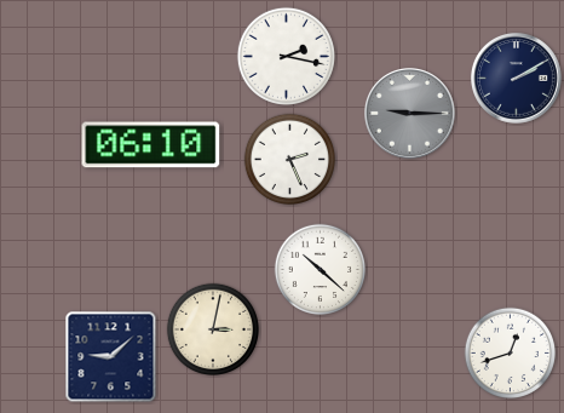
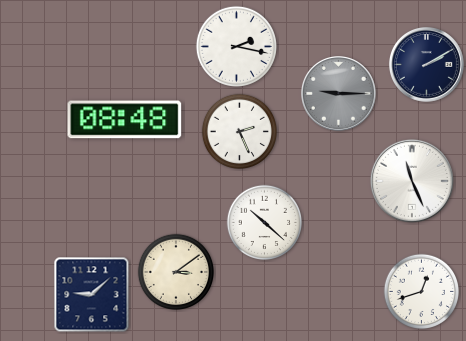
clock at (151, 145): 06:10 -> 08:48
clock at (412, 181): none -> 11:26
clock at (212, 328): 3:02 -> 3:09
